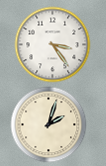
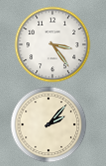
clock at (49, 125): 2:03 -> 2:07
